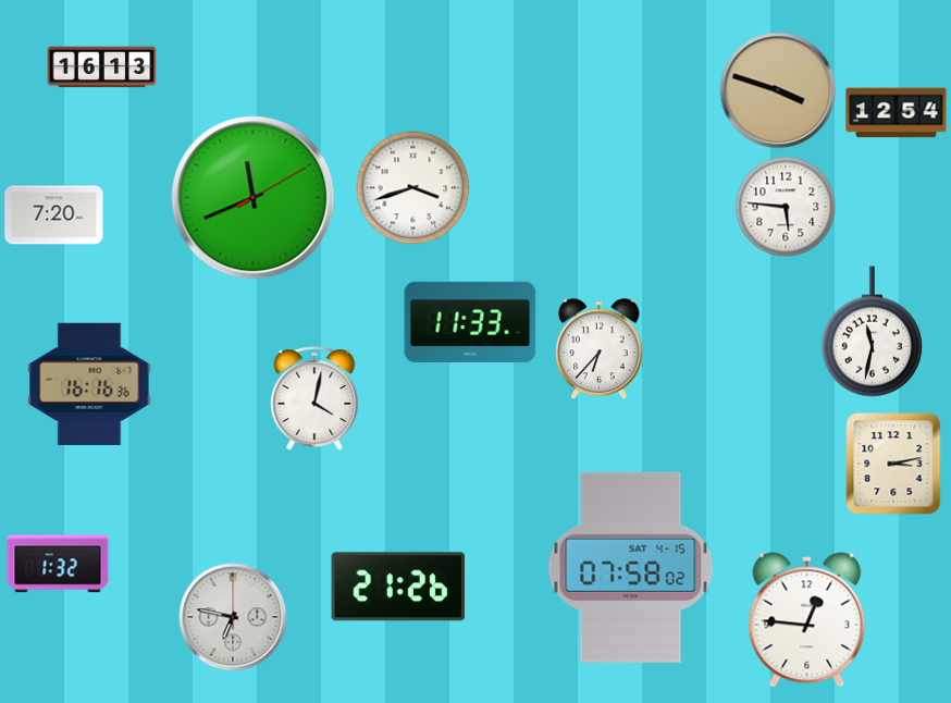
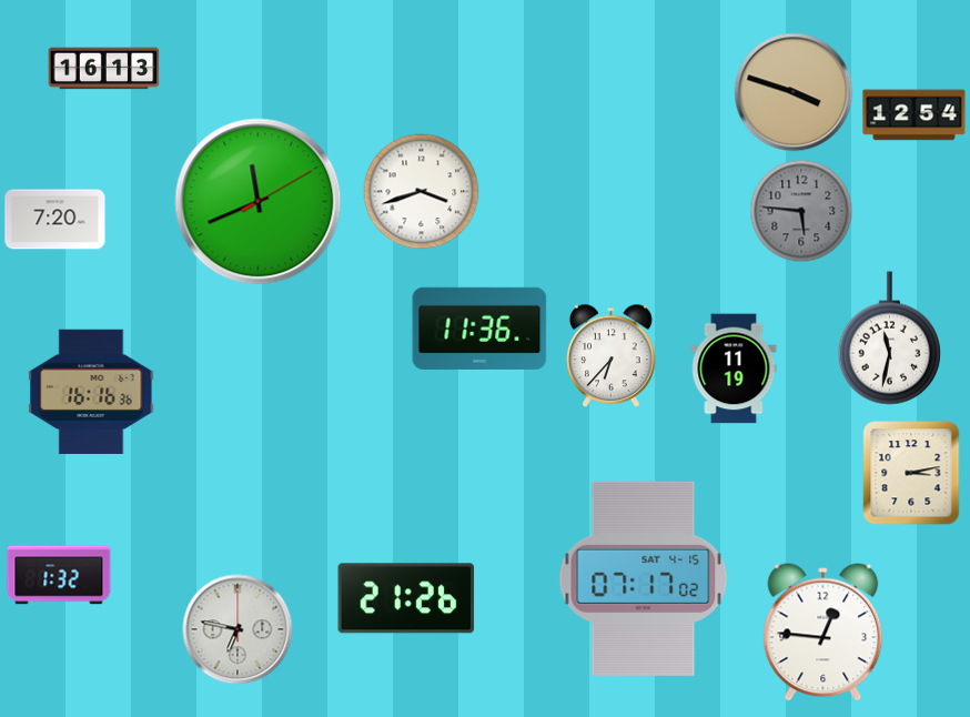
clock at (786, 207) dial: white -> grey
clock at (470, 322): 11:33 -> 11:36
clock at (734, 368): none -> 11:19
clock at (314, 398): 4:02 -> none
clock at (631, 567): 07:58 -> 07:17
